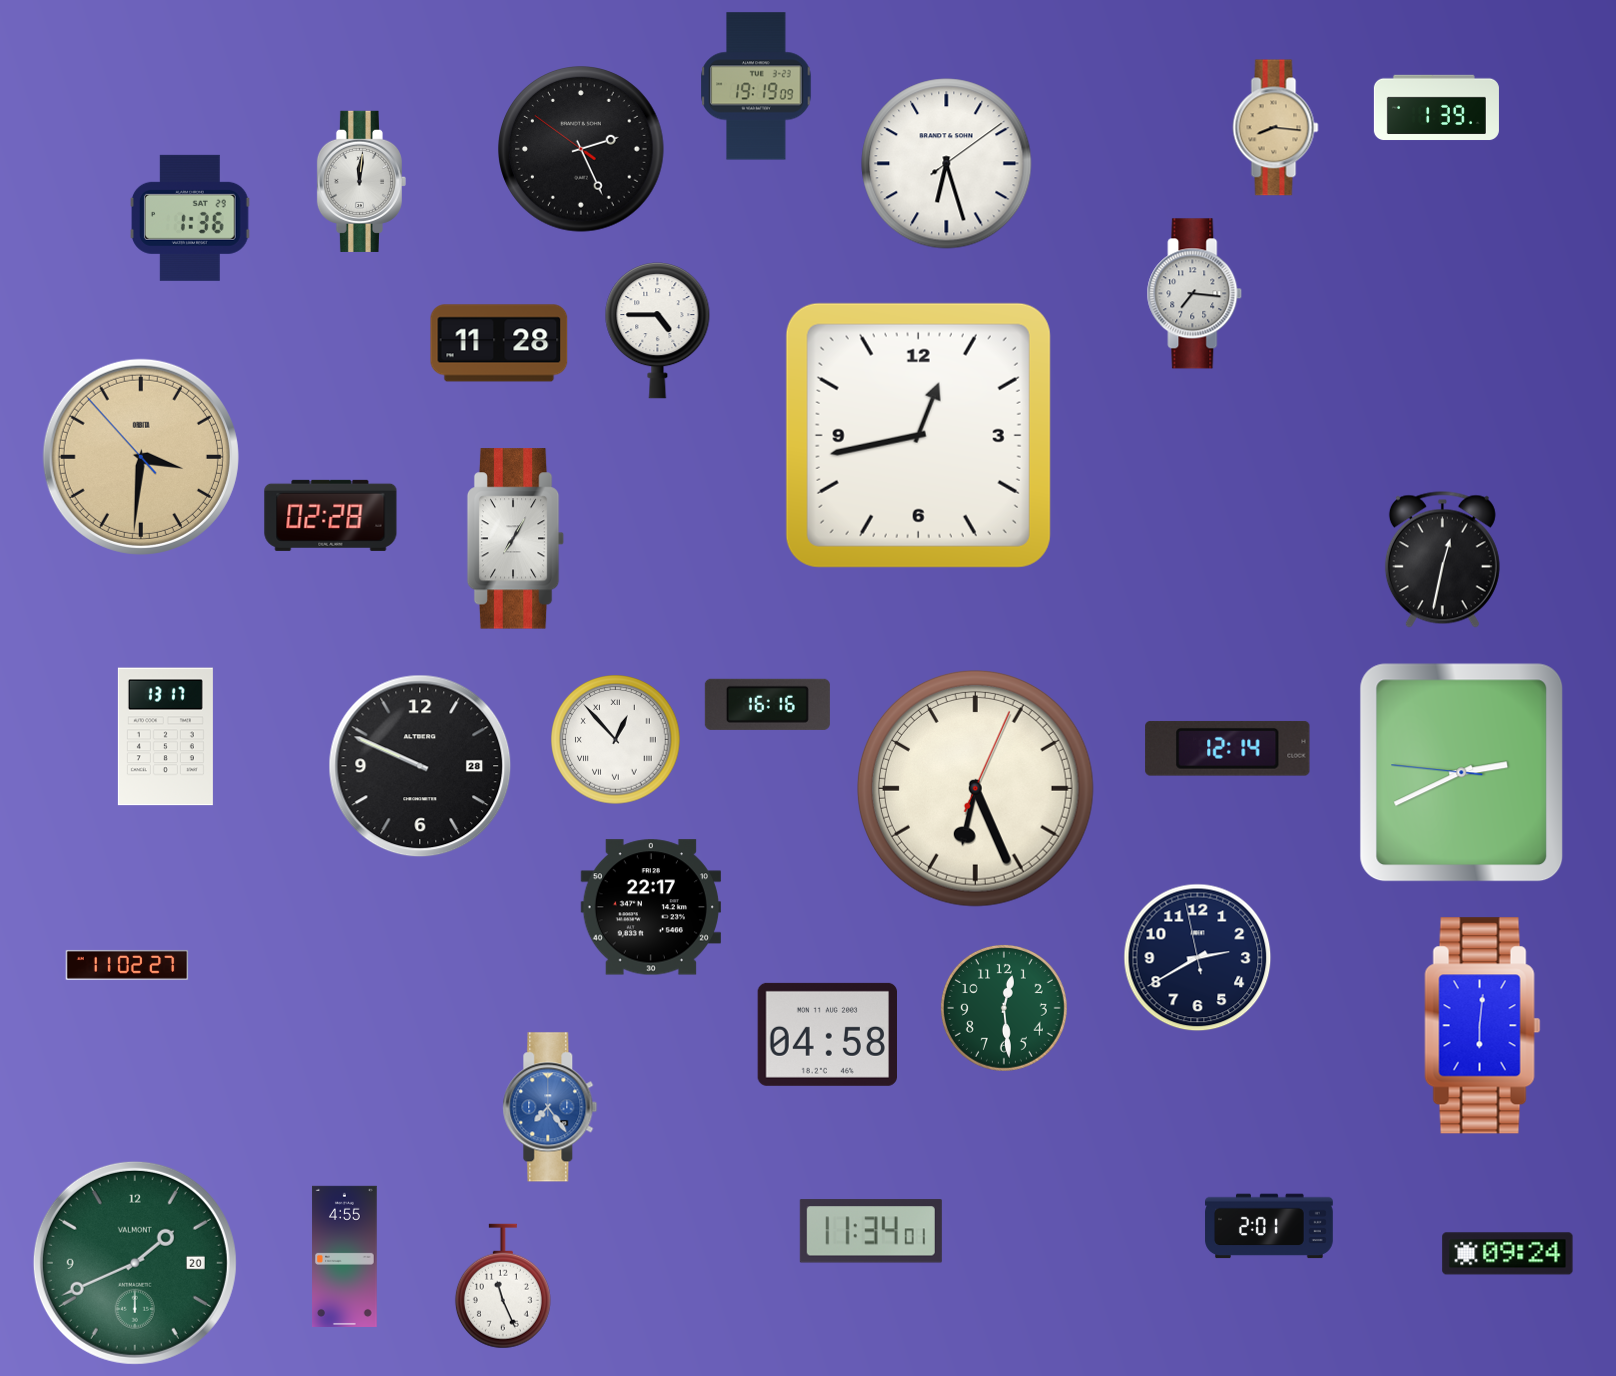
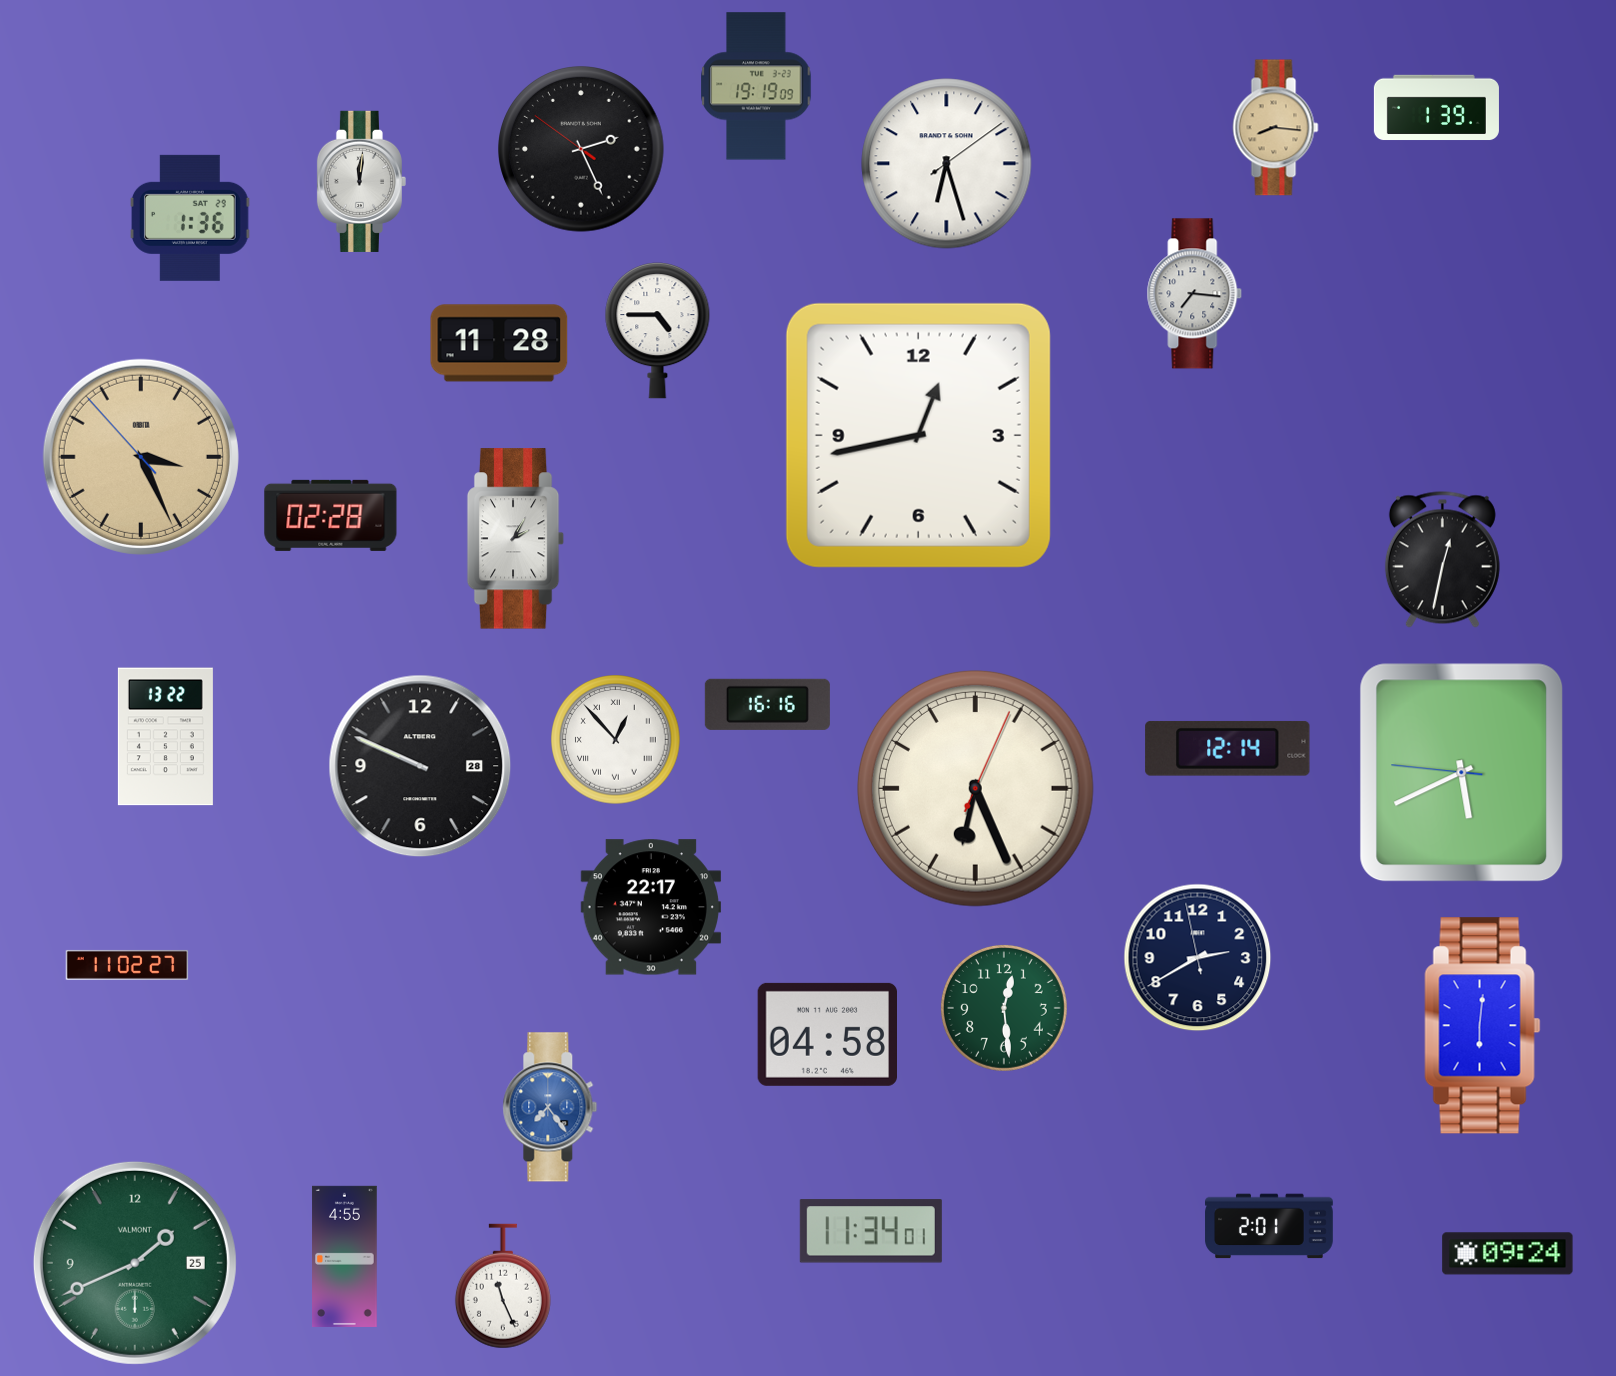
clock at (141, 457): 3:30 -> 3:25
clock at (516, 539): 7:05 -> 2:05
clock at (165, 737): 13:17 -> 13:22
clock at (1462, 773): 2:40 -> 5:40
clock at (135, 1263) date: 20 -> 25
